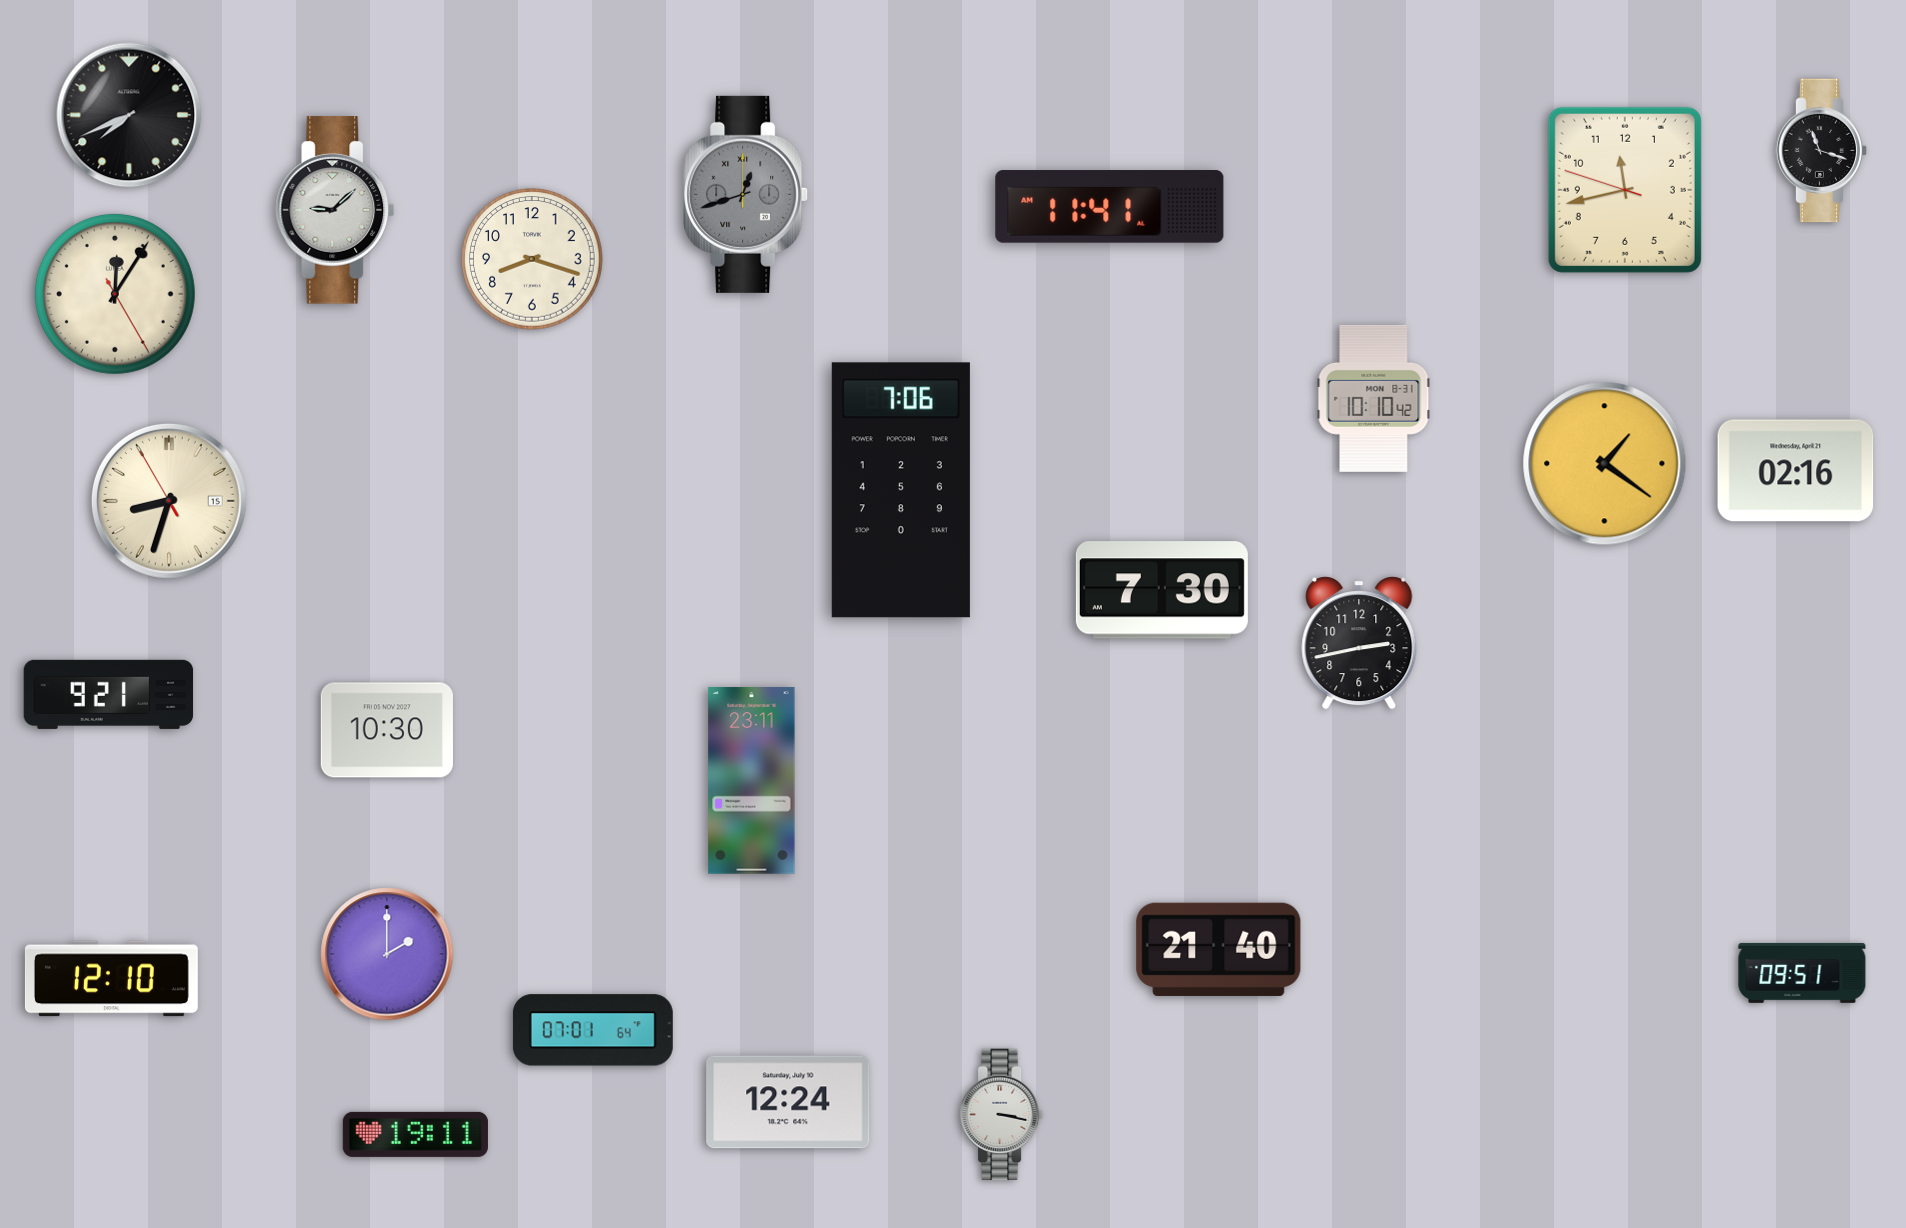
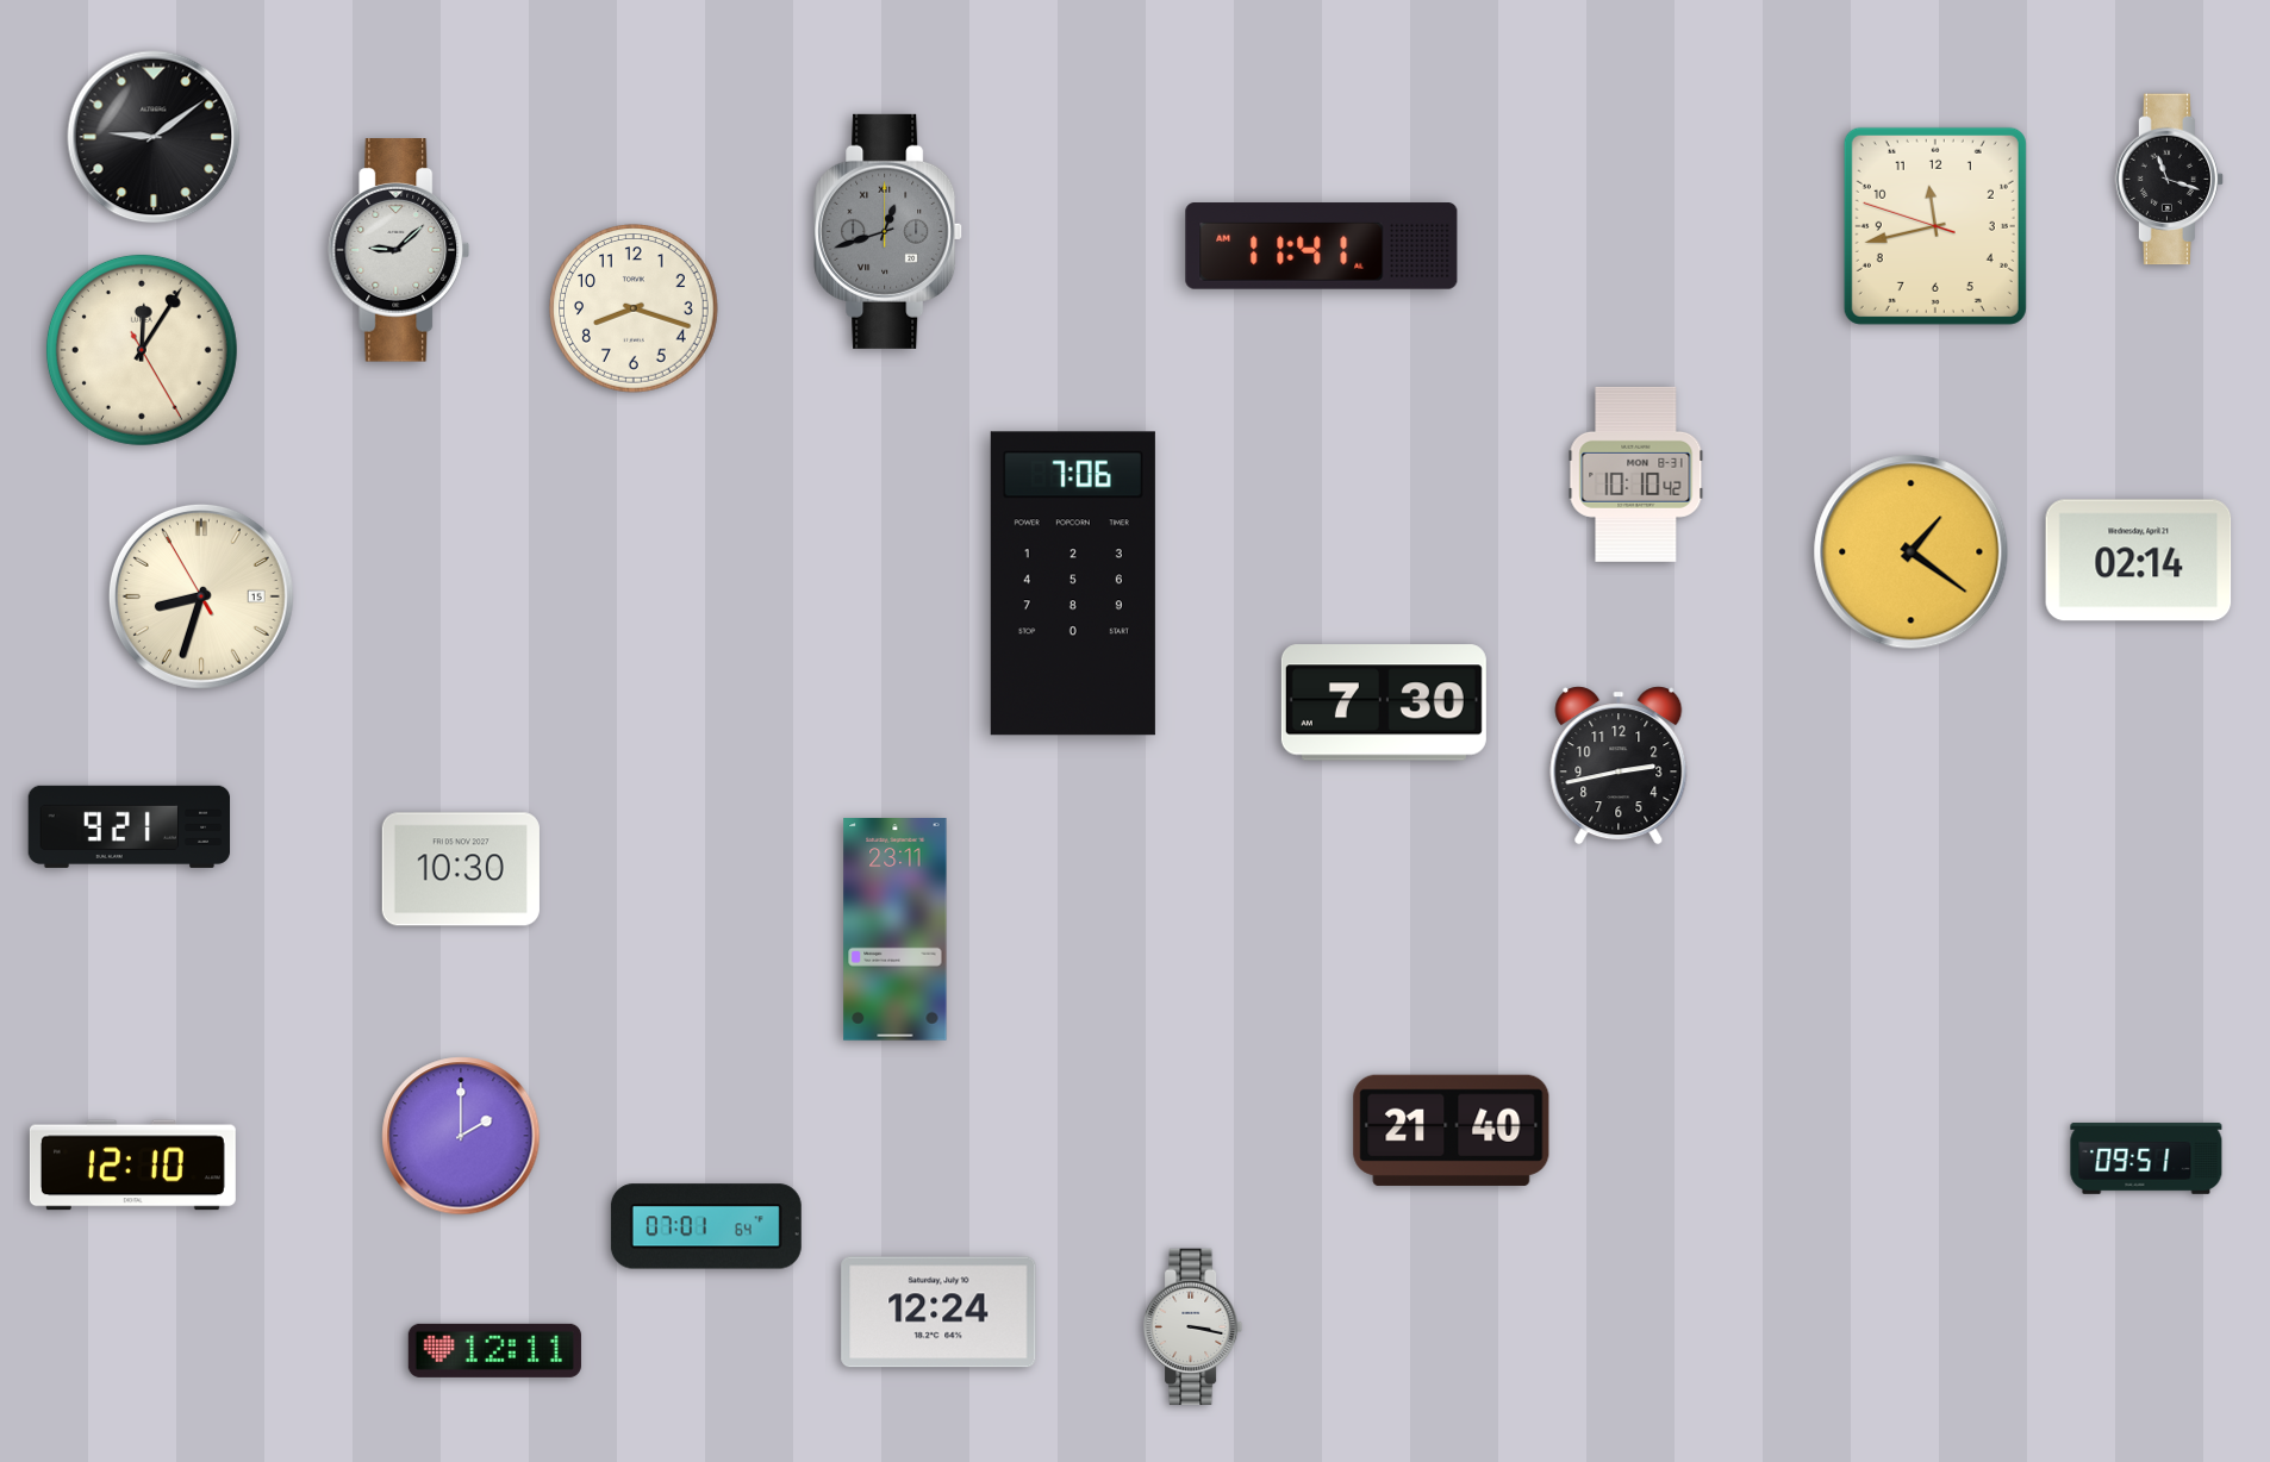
clock at (129, 115): 7:41 -> 9:09
clock at (115, 294) position: (115, 294) -> (142, 350)
clock at (1796, 471): 02:16 -> 02:14
clock at (415, 1134): 19:11 -> 12:11
